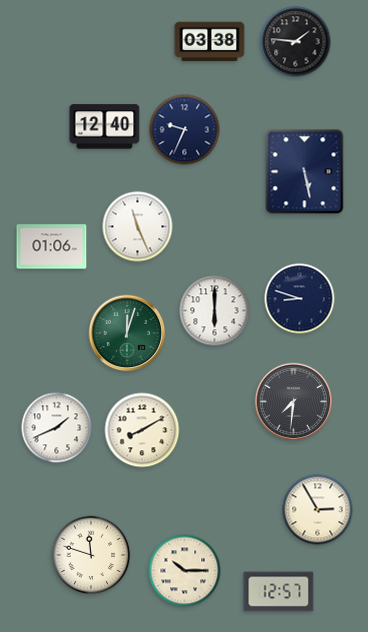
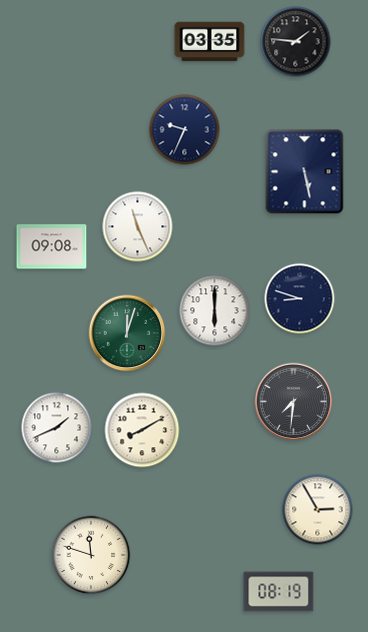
clock at (210, 42): 03:38 -> 03:35
clock at (105, 127): 12:40 -> none
clock at (52, 247): 01:06 -> 09:08
clock at (185, 571): 10:15 -> none
clock at (279, 592): 12:57 -> 08:19
